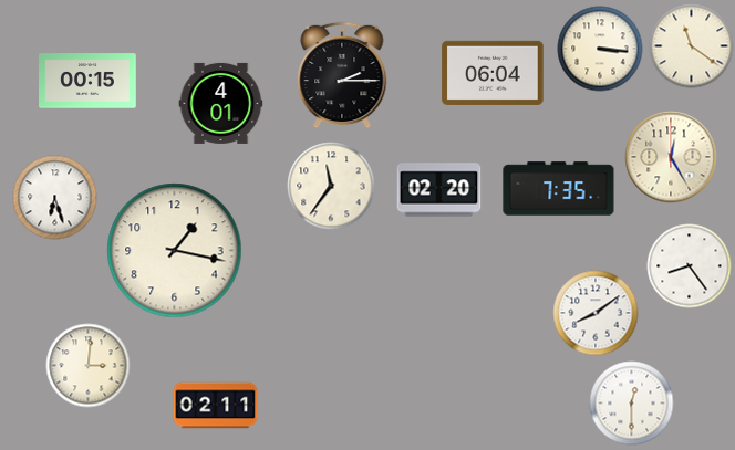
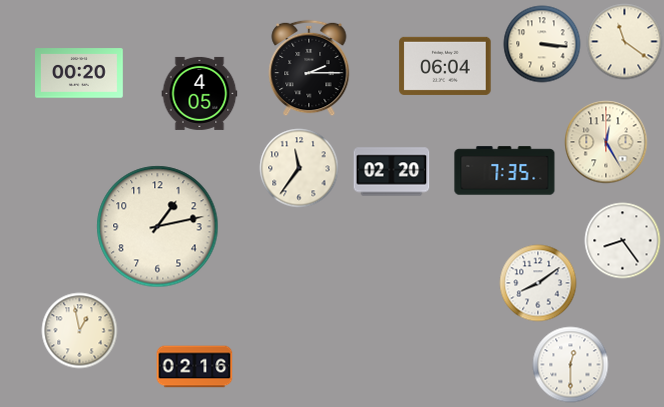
clock at (89, 81): 00:15 -> 00:20
clock at (221, 103): 4:01 -> 4:05
clock at (439, 190) position: (439, 190) -> (392, 172)
clock at (55, 198): 6:27 -> none
clock at (175, 251): 1:17 -> 1:13
clock at (89, 366): 3:01 -> 12:58
clock at (216, 406): 02:11 -> 02:16
